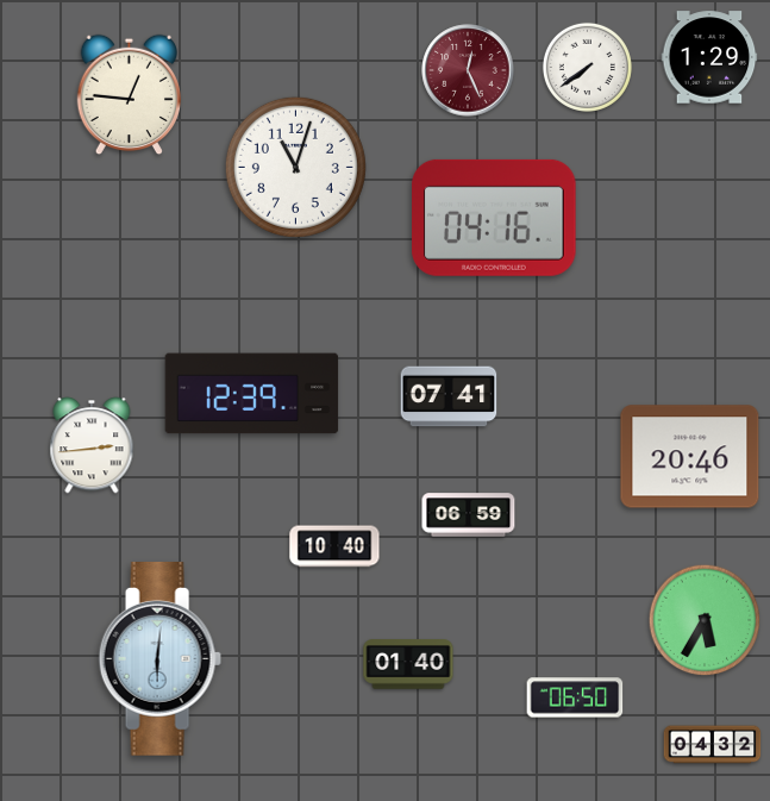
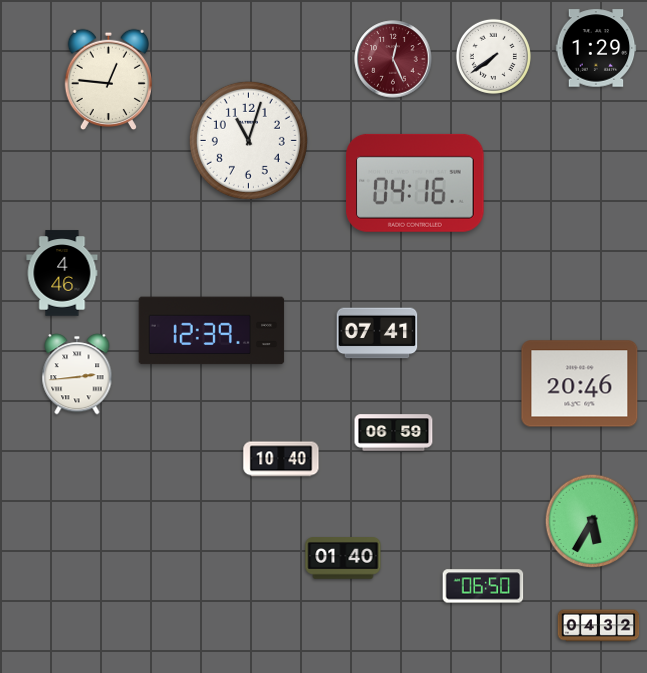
clock at (62, 273): none -> 4:46
clock at (159, 659): 6:01 -> none
